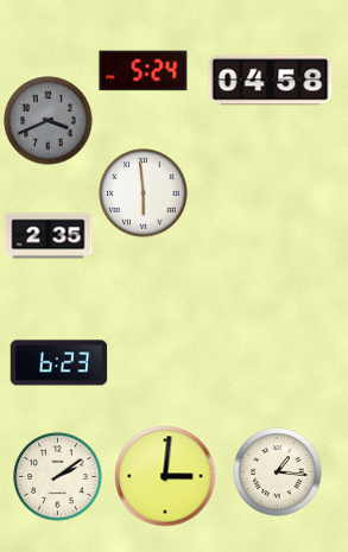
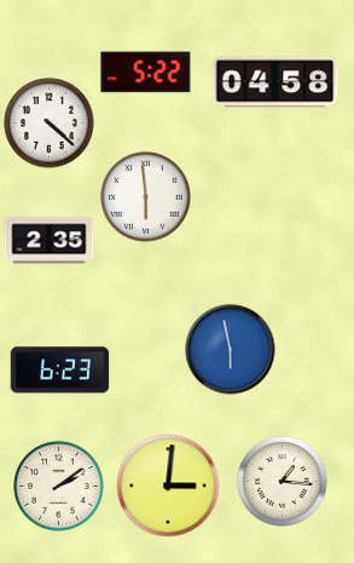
clock at (144, 71): 5:24 -> 5:22
clock at (49, 121): 3:41 -> 4:22
clock at (49, 121) dial: grey -> white
clock at (231, 350): none -> 5:58
